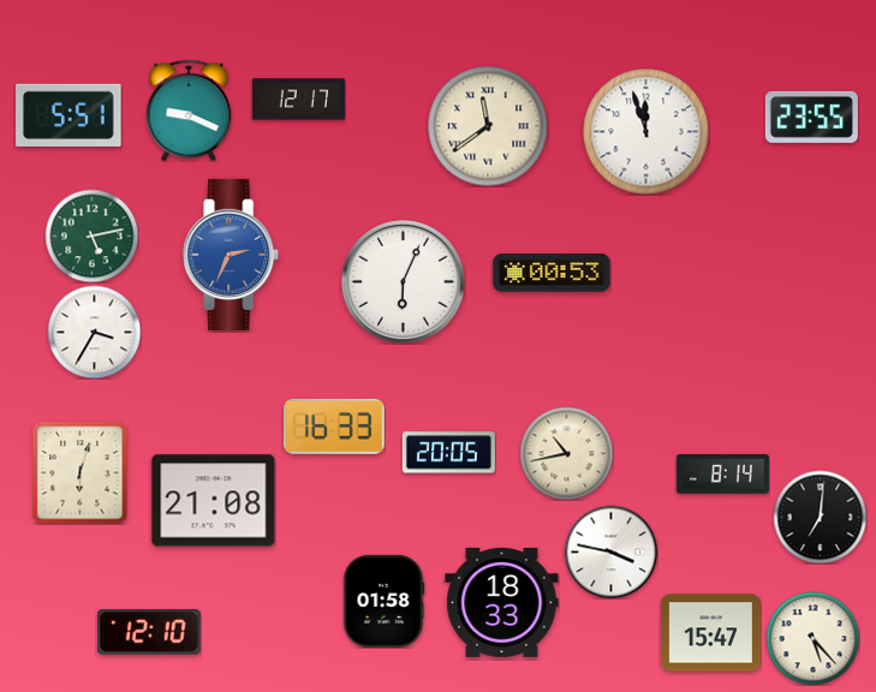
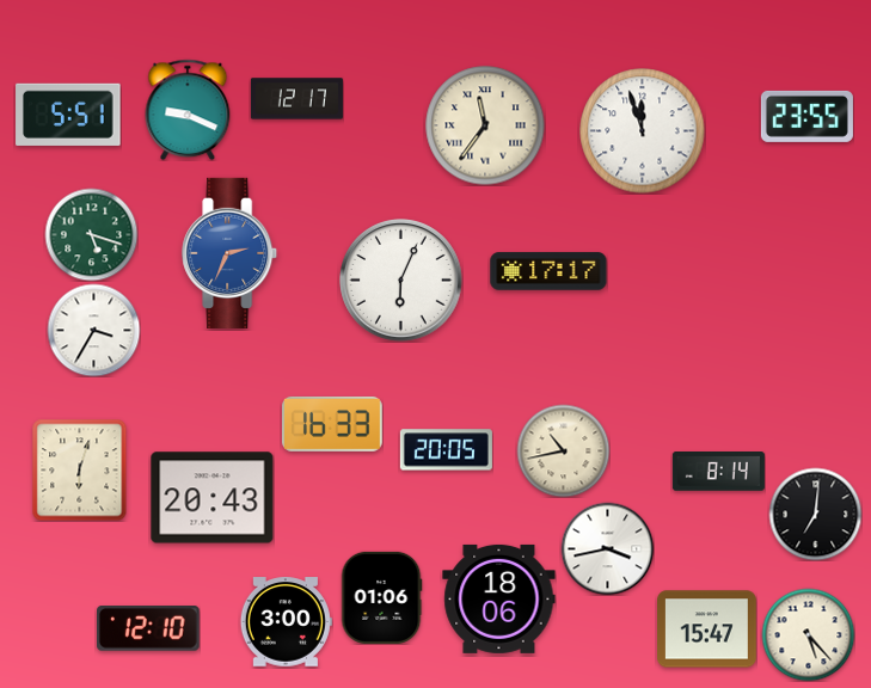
clock at (488, 126): 11:39 -> 11:36
clock at (91, 235): 5:13 -> 5:18
clock at (552, 273): 00:53 -> 17:17
clock at (214, 501): 21:08 -> 20:43
clock at (610, 551): 3:47 -> 3:43
clock at (383, 601): 01:58 -> 01:06
clock at (502, 602): 18:33 -> 18:06
clock at (286, 622): none -> 3:00
